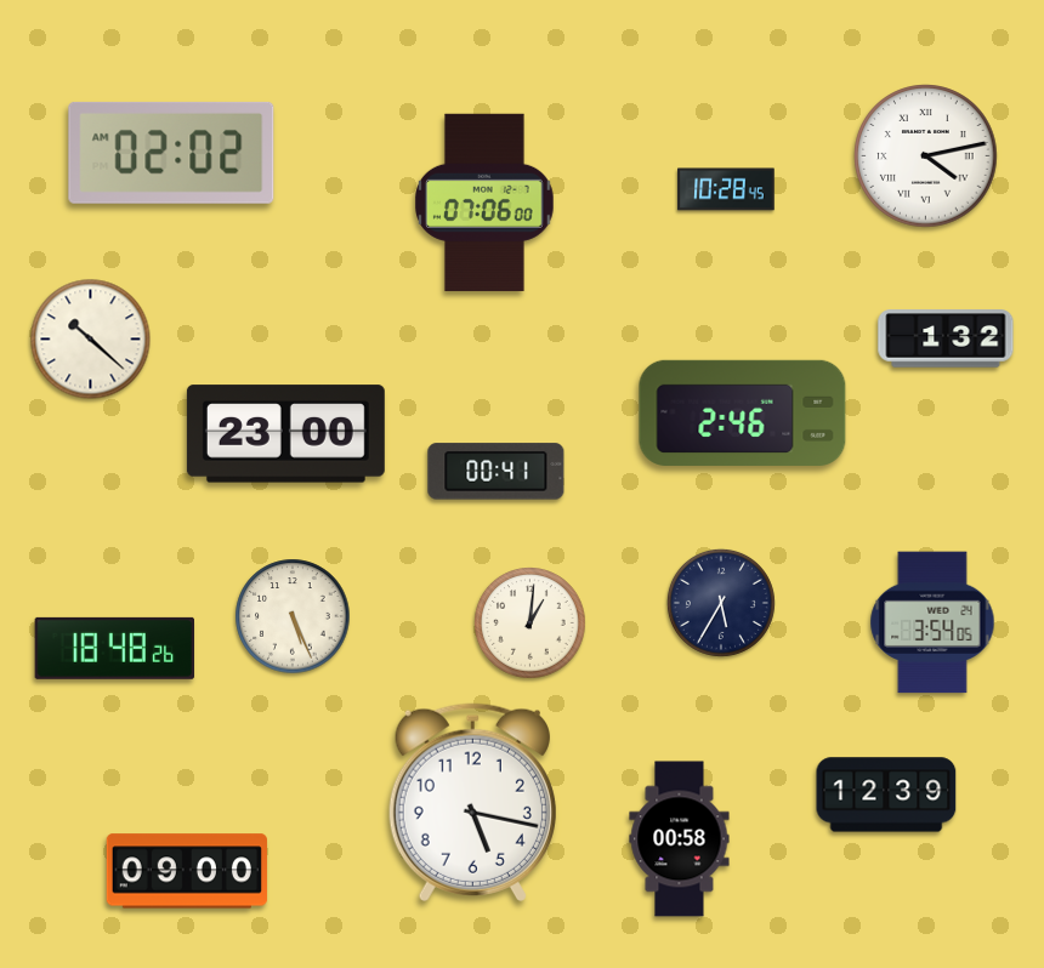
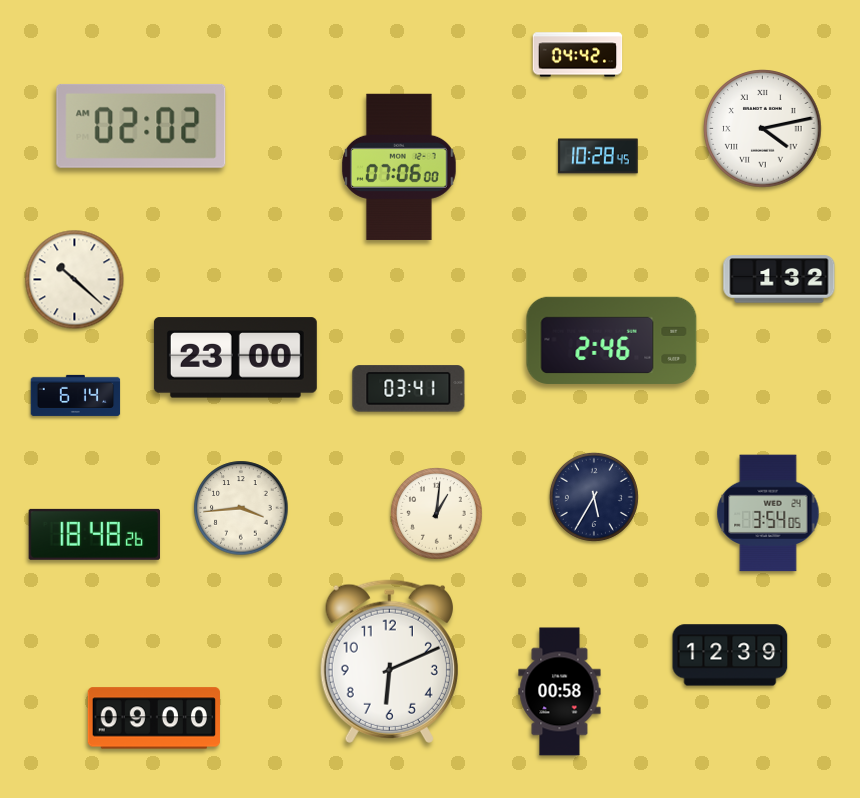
clock at (578, 55): none -> 04:42
clock at (497, 472): 00:41 -> 03:41
clock at (76, 395): none -> 6:14
clock at (293, 616): 5:26 -> 3:44
clock at (472, 802): 5:17 -> 6:11
